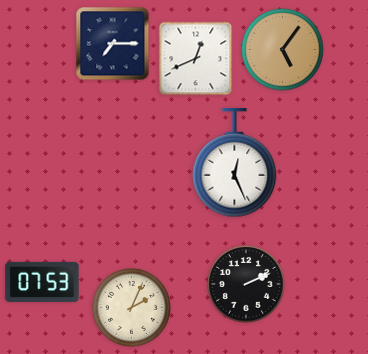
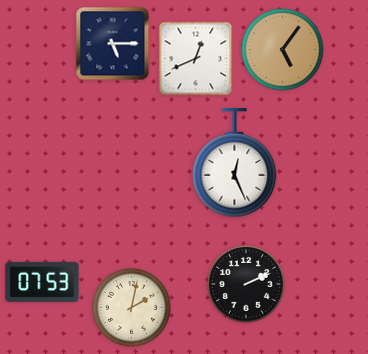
clock at (113, 44): 7:15 -> 5:15
clock at (132, 308): 2:04 -> 2:02
